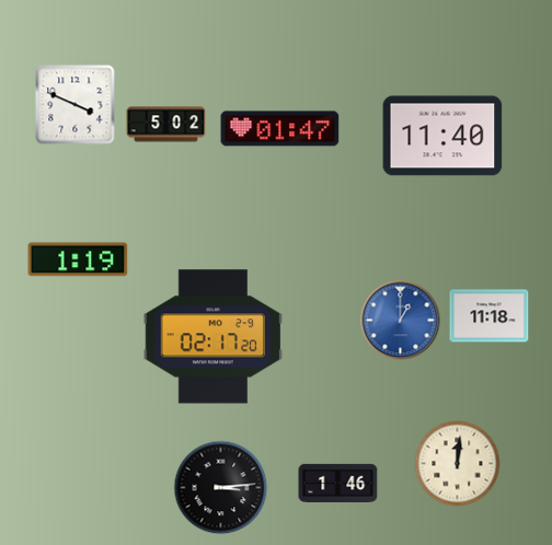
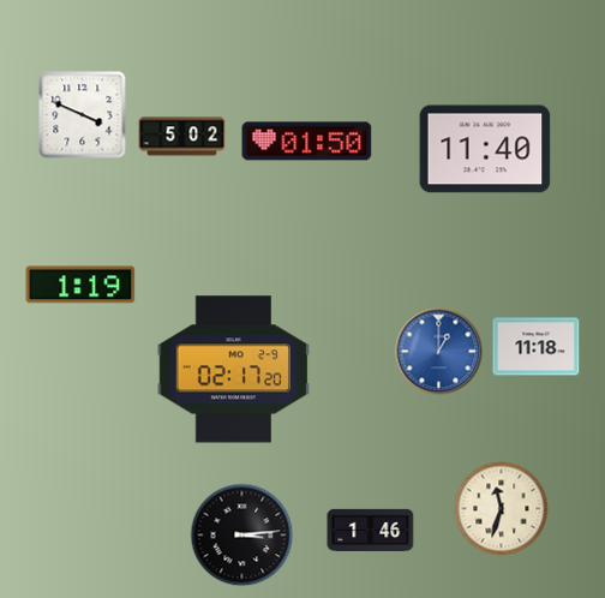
clock at (280, 129): 01:47 -> 01:50
clock at (78, 259) position: (78, 259) -> (80, 285)
clock at (458, 464): 12:01 -> 11:33
